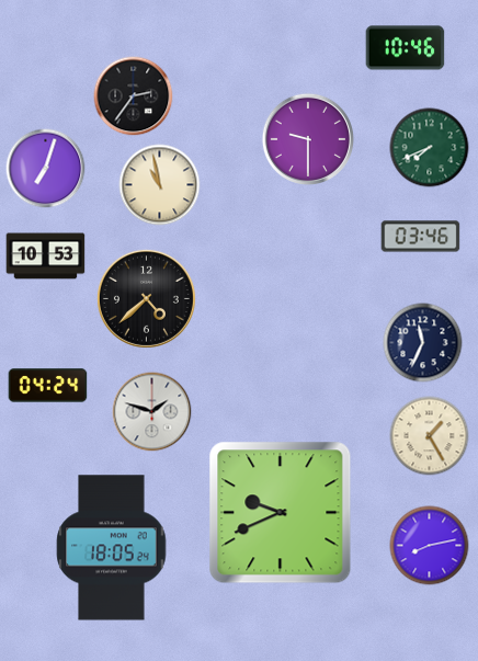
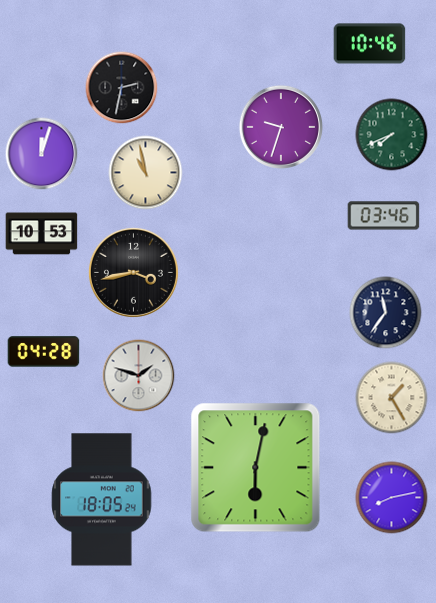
clock at (134, 96): 2:36 -> 2:32
clock at (308, 139): 9:30 -> 9:33
clock at (46, 169): 7:03 -> 12:03
clock at (160, 185) position: (160, 185) -> (146, 173)
clock at (146, 298): 4:38 -> 3:43
clock at (423, 343): 11:34 -> 11:36
clock at (48, 386): 04:24 -> 04:28
clock at (281, 513): 9:41 -> 6:02
